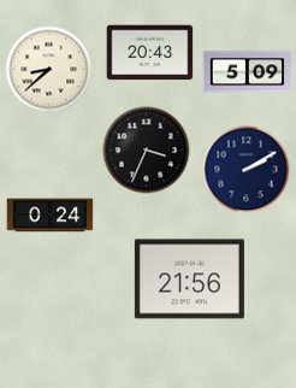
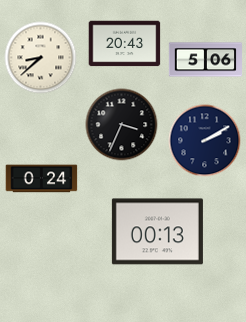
clock at (248, 72): 5:09 -> 5:06
clock at (189, 280): 21:56 -> 00:13
